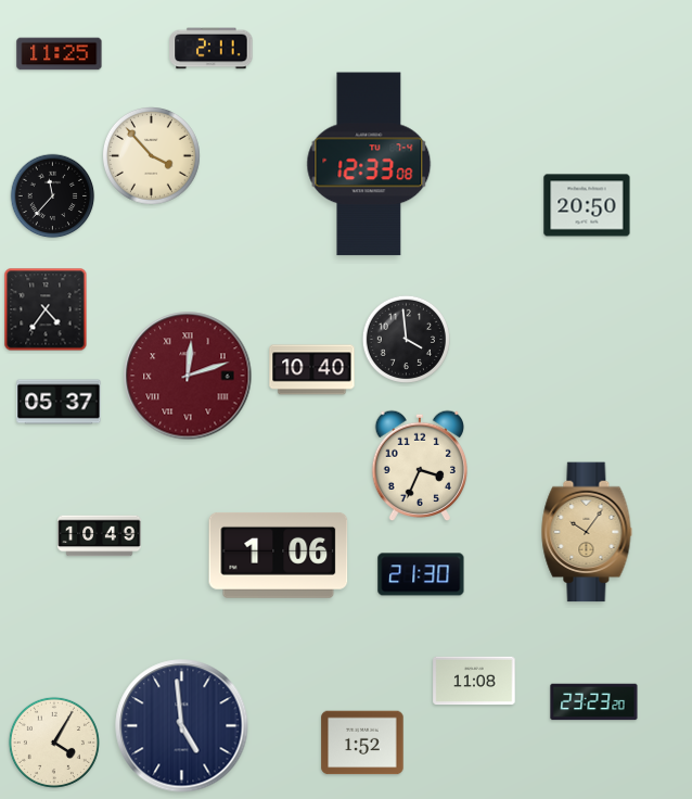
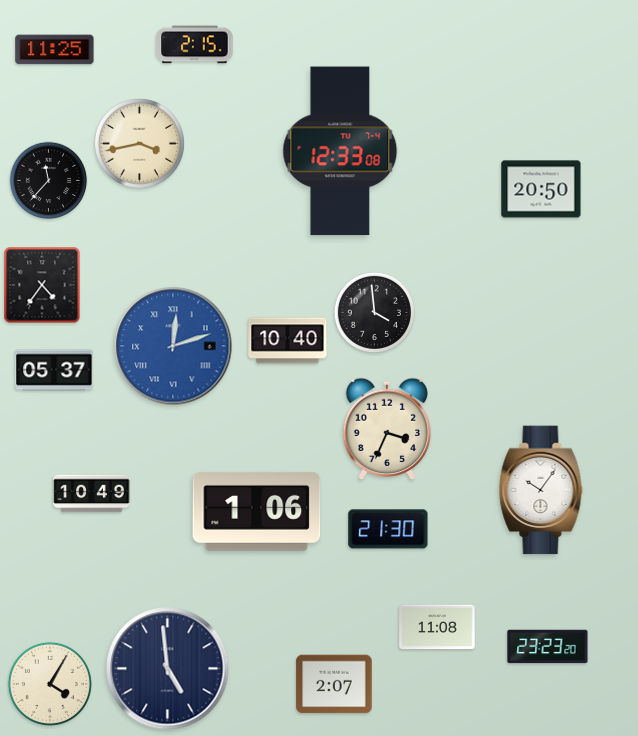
clock at (212, 49): 2:11 -> 2:15
clock at (152, 156): 3:53 -> 3:43
clock at (188, 376) dial: burgundy -> blue
clock at (587, 532) dial: champagne -> white
clock at (362, 743): 1:52 -> 2:07
